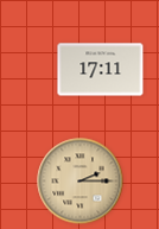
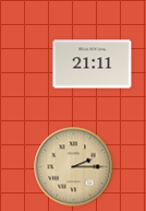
clock at (101, 70): 17:11 -> 21:11
